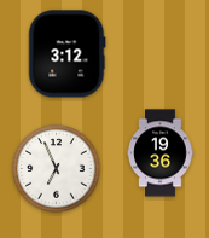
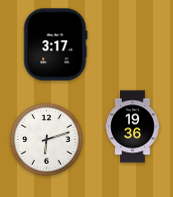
clock at (68, 54): 3:12 -> 3:17
clock at (57, 169): 6:56 -> 6:12
